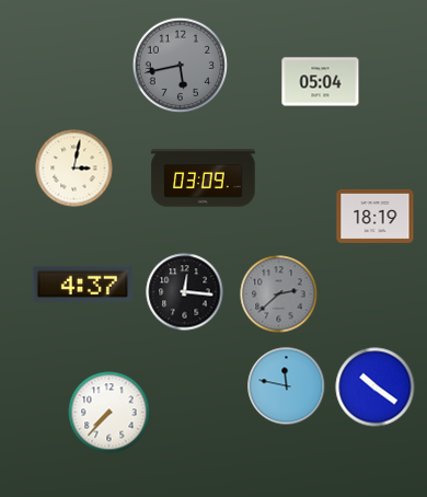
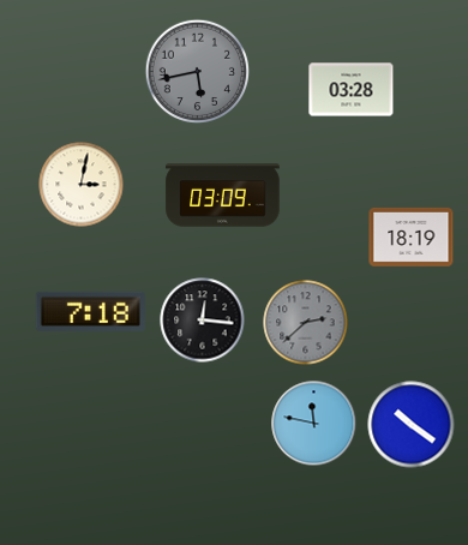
clock at (321, 82): 05:04 -> 03:28
clock at (82, 284): 4:37 -> 7:18
clock at (109, 413): 7:37 -> none
